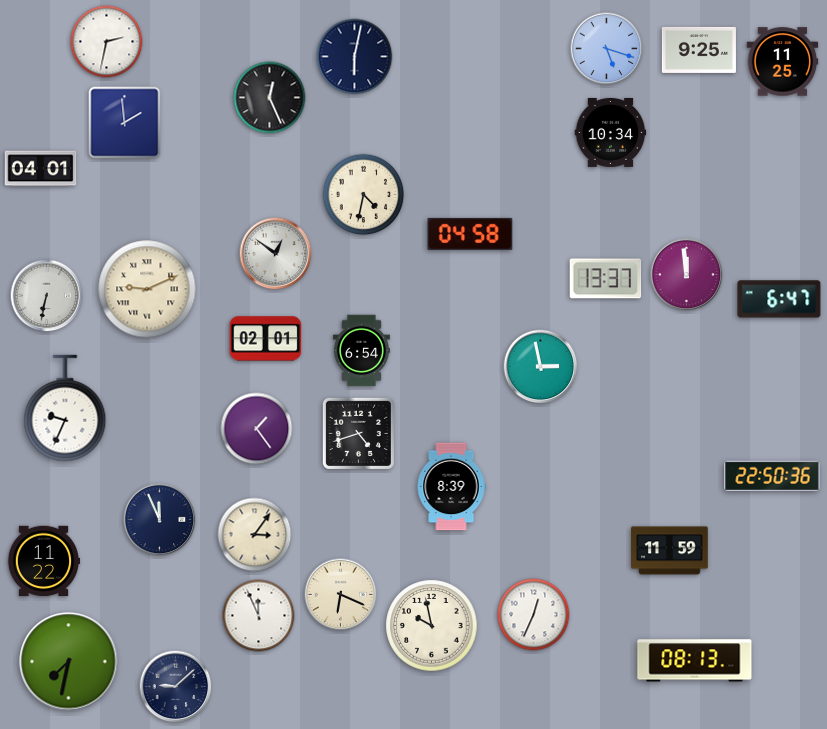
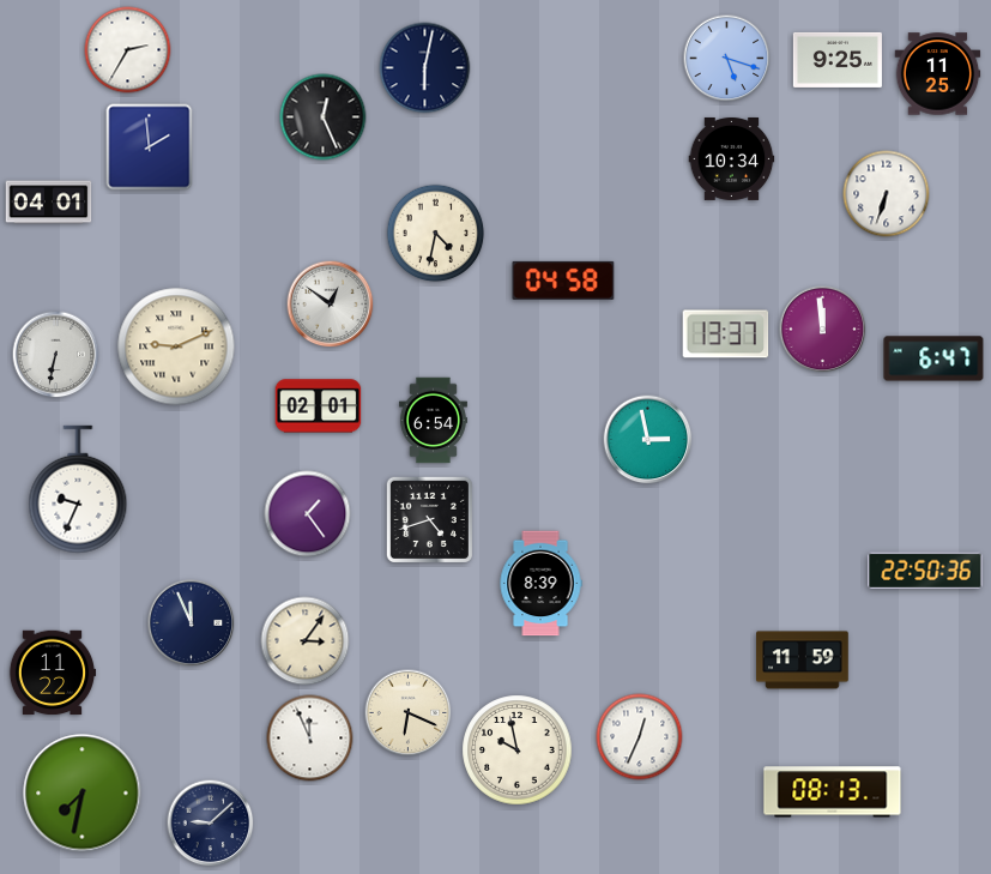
clock at (107, 42): 2:32 -> 2:35
clock at (887, 194): none -> 6:33
